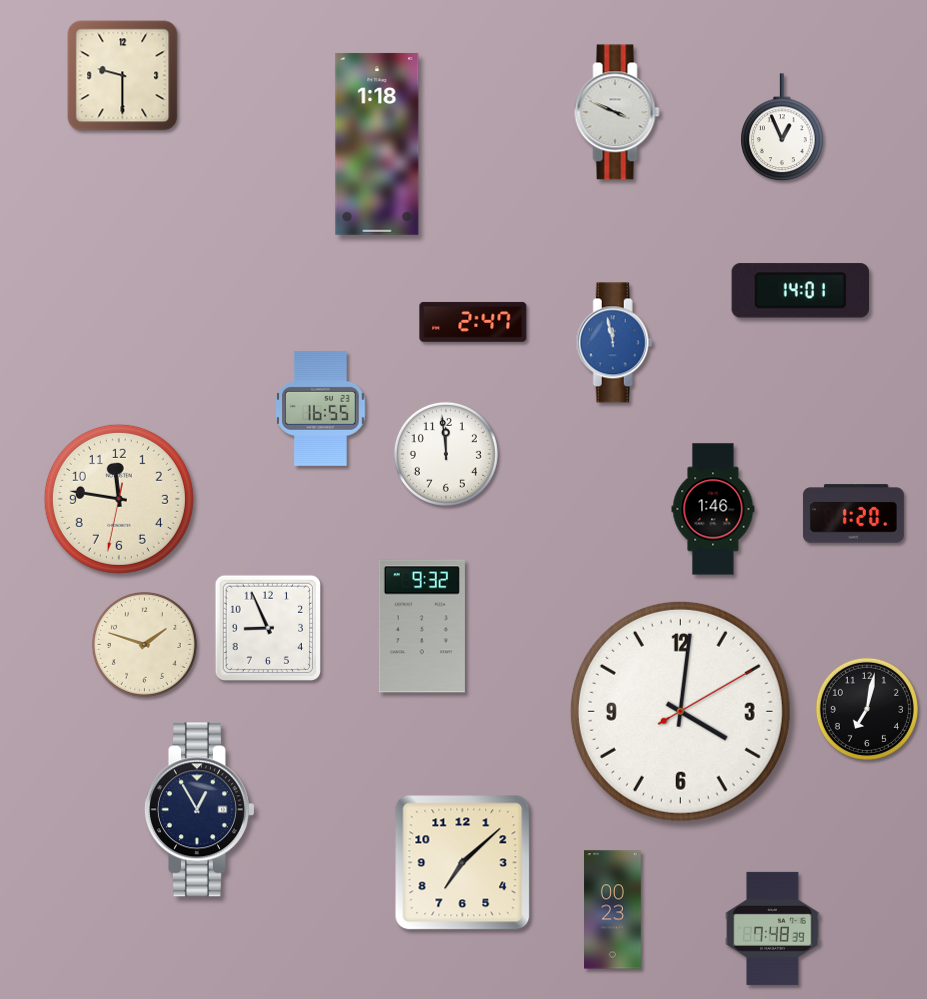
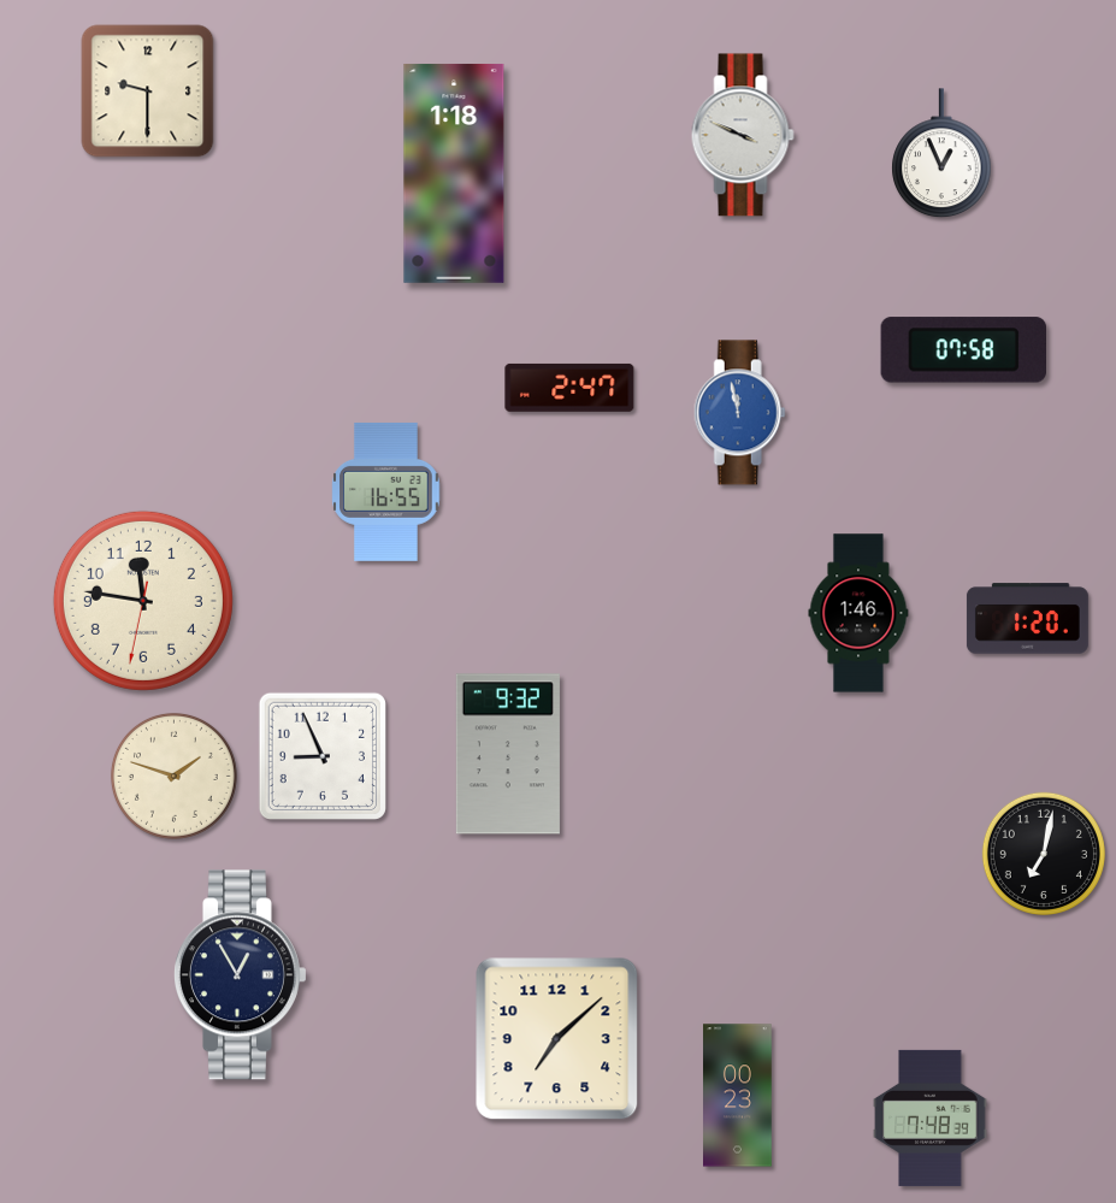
clock at (801, 291): 14:01 -> 07:58
clock at (446, 454): 11:59 -> none
clock at (680, 711): 4:01 -> none
